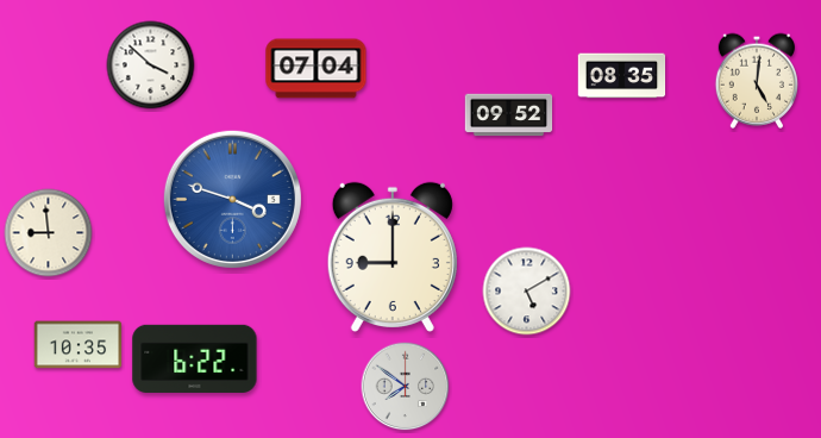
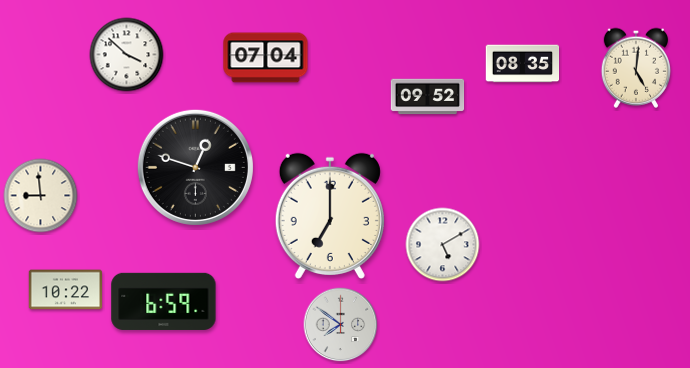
clock at (232, 199): 3:48 -> 12:48
clock at (232, 199) dial: blue -> black
clock at (393, 257): 9:00 -> 7:00
clock at (79, 345): 10:35 -> 10:22
clock at (195, 358): 6:22 -> 6:59
